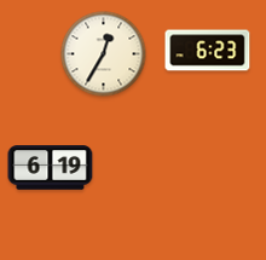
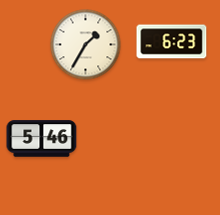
clock at (104, 54): 12:35 -> 1:35
clock at (51, 168): 6:19 -> 5:46
